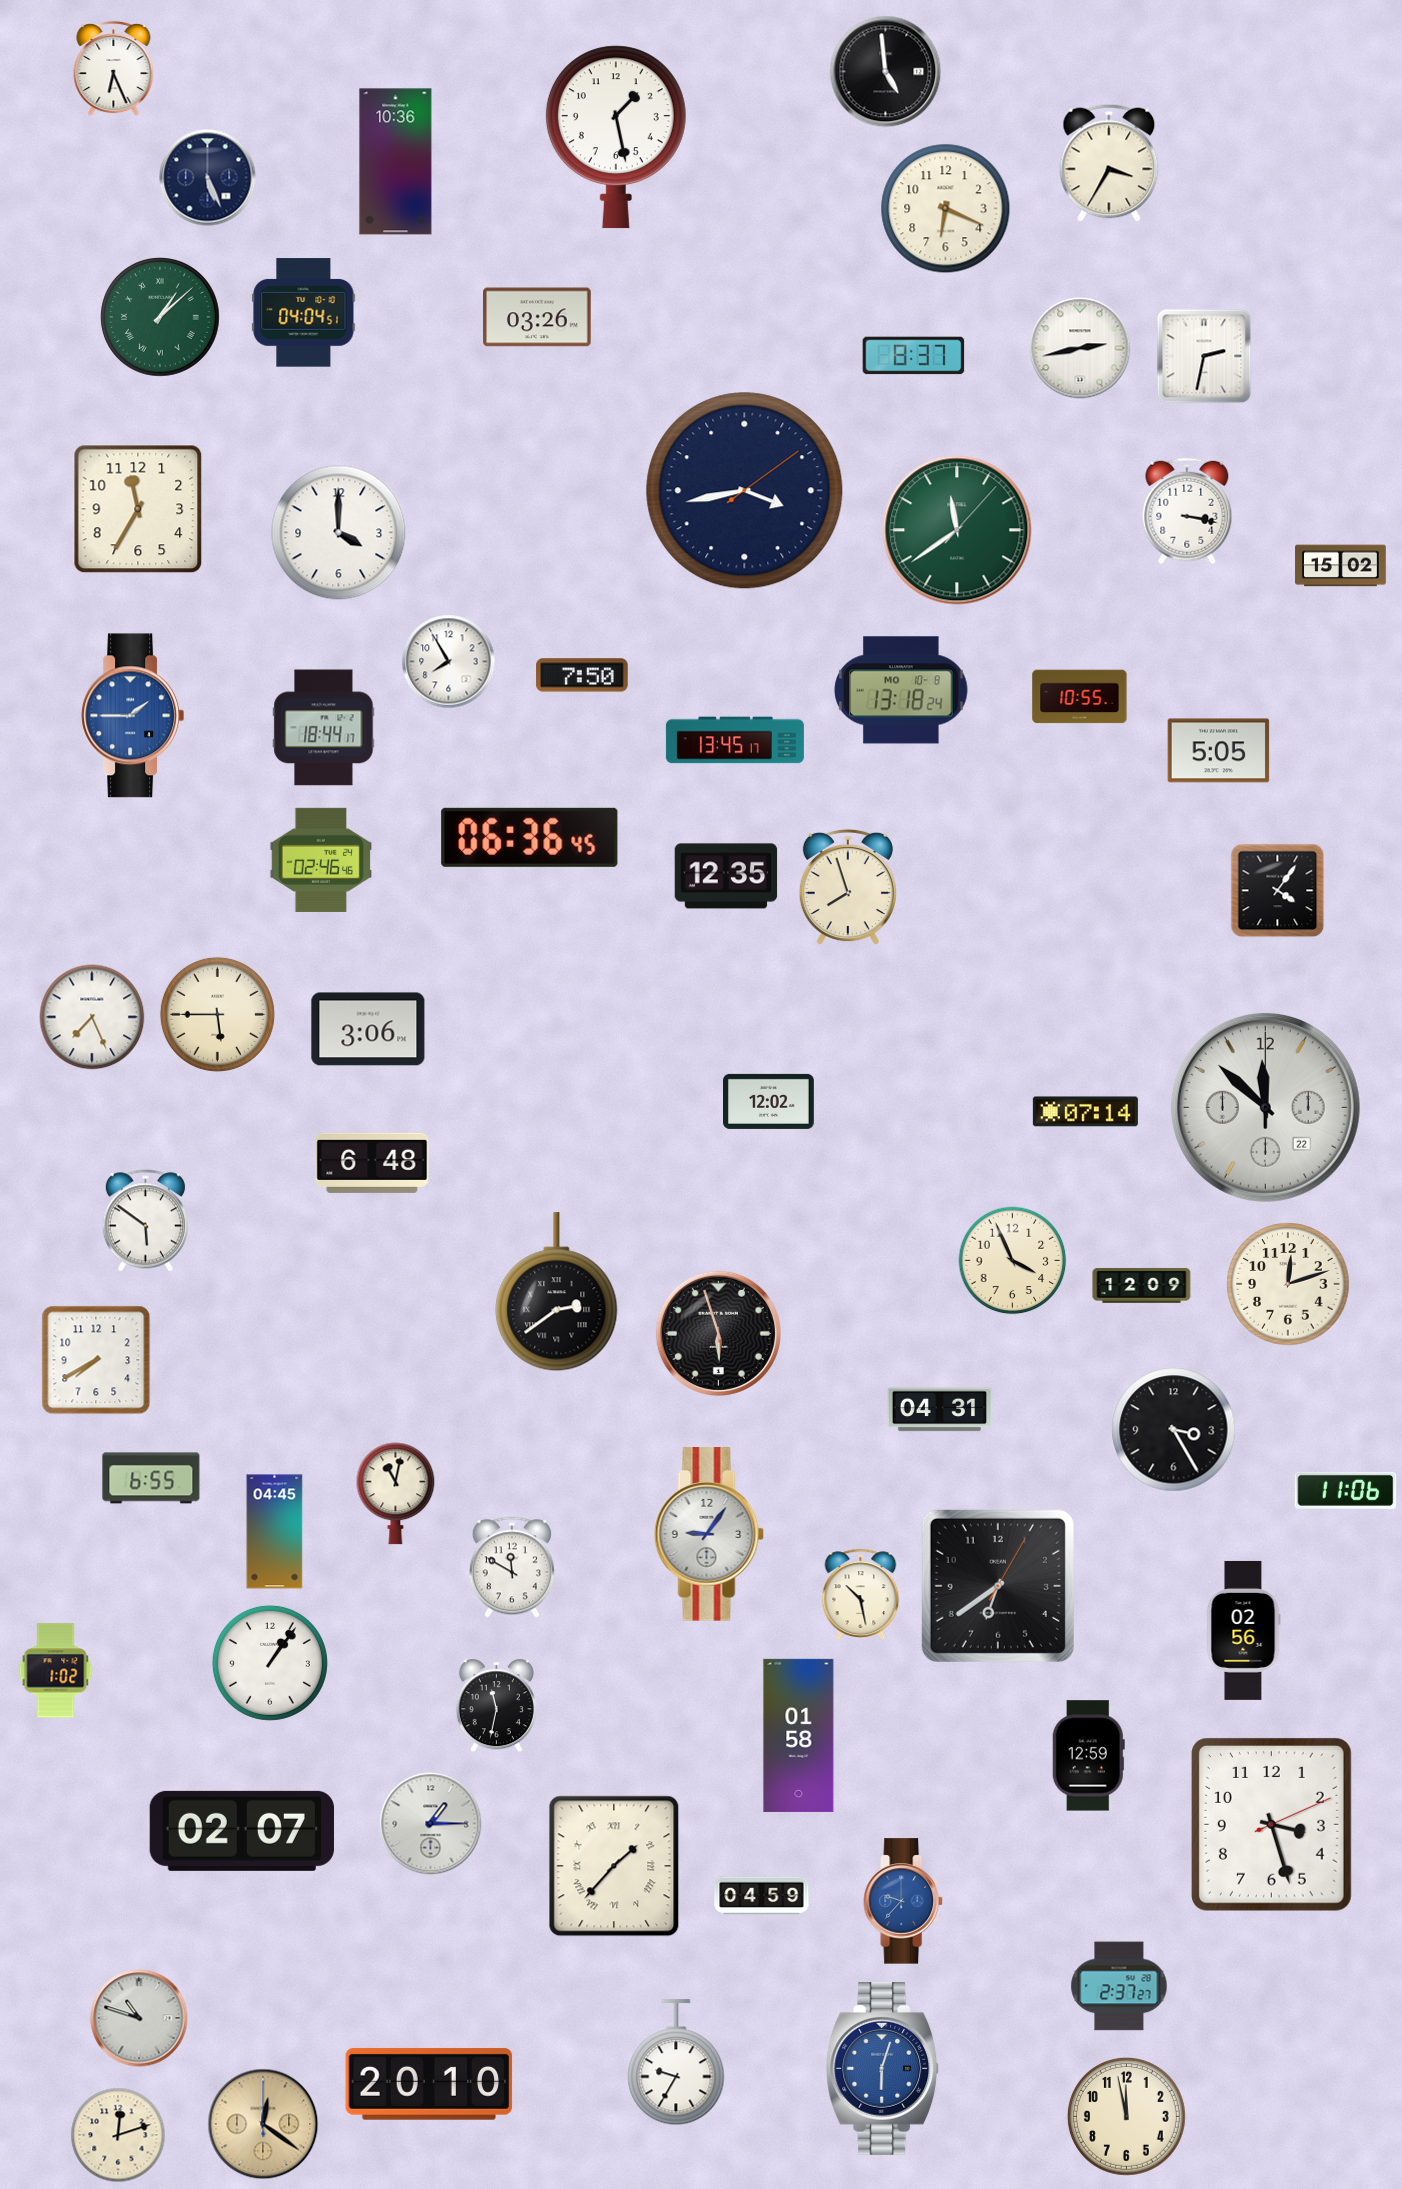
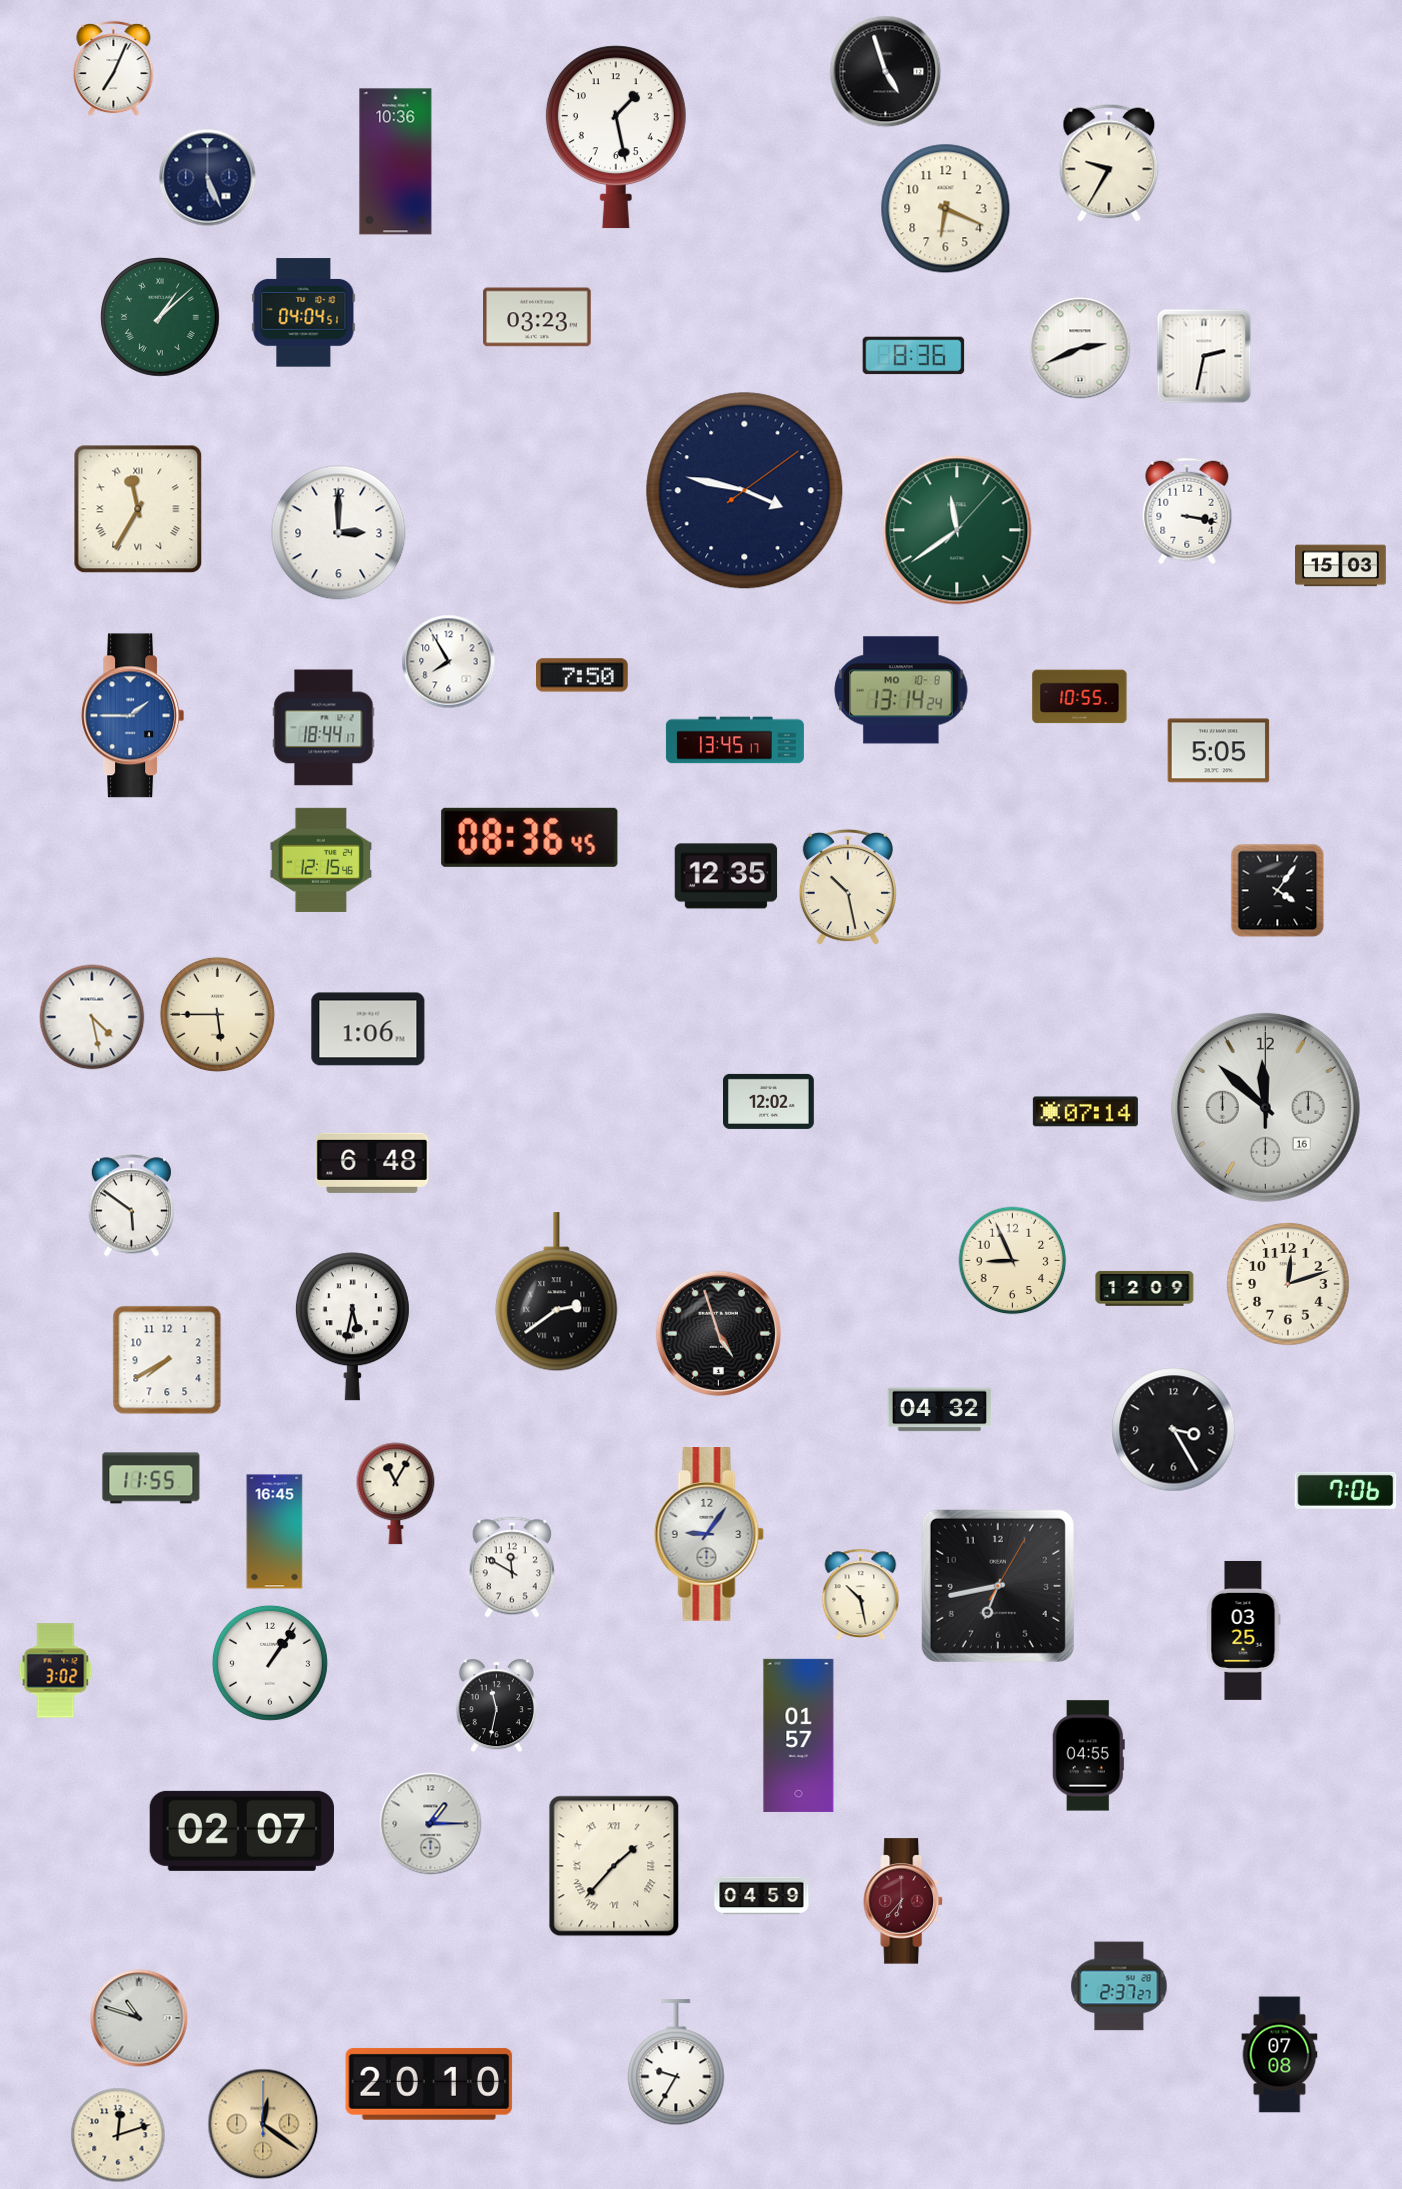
clock at (114, 69): 6:26 -> 7:04
clock at (886, 72): 4:59 -> 4:57
clock at (1109, 163): 3:35 -> 9:35
clock at (537, 317): 03:26 -> 03:23
clock at (1080, 348): 2:43 -> 2:41
clock at (914, 356): 8:37 -> 8:36
clock at (745, 491): 3:43 -> 3:47
clock at (138, 509) numerals: Arabic -> Roman
clock at (339, 533): 4:00 -> 3:00
clock at (1341, 566): 15:02 -> 15:03
clock at (901, 690): 13:18 -> 13:14
clock at (530, 837): 06:36 -> 08:36
clock at (321, 860): 02:46 -> 12:15
clock at (848, 887): 7:57 -> 10:28
clock at (92, 1017): 7:26 -> 4:28
clock at (368, 1029): 3:06 -> 1:06
clock at (1265, 1107) date: 22 -> 16
clock at (145, 1221) position: (145, 1221) -> (131, 1206)
clock at (1013, 1261): 3:56 -> 8:56
clock at (1142, 1285) position: (1142, 1285) -> (1145, 1288)
clock at (352, 1327): none -> 5:32
clock at (718, 1333): 5:57 -> 4:57
clock at (96, 1360) position: (96, 1360) -> (167, 1360)
clock at (940, 1410): 04:31 -> 04:32
clock at (151, 1478): 6:55 -> 11:55
clock at (1346, 1490): 11:06 -> 7:06
clock at (396, 1494): 11:02 -> 11:05
clock at (275, 1532): 04:45 -> 16:45
clock at (998, 1586): 6:39 -> 6:43
clock at (1243, 1630): 02:56 -> 03:25
clock at (56, 1671): 1:02 -> 3:02
clock at (799, 1735): 01:58 -> 01:57
clock at (1088, 1756): 12:59 -> 04:55
clock at (1271, 1825): 3:27 -> none
clock at (903, 1901): 9:37 -> 6:37
clock at (903, 1901) dial: blue -> burgundy
clock at (1280, 2055): none -> 07:08
clock at (883, 2069): 6:03 -> none
clock at (1126, 2116): 11:58 -> none
